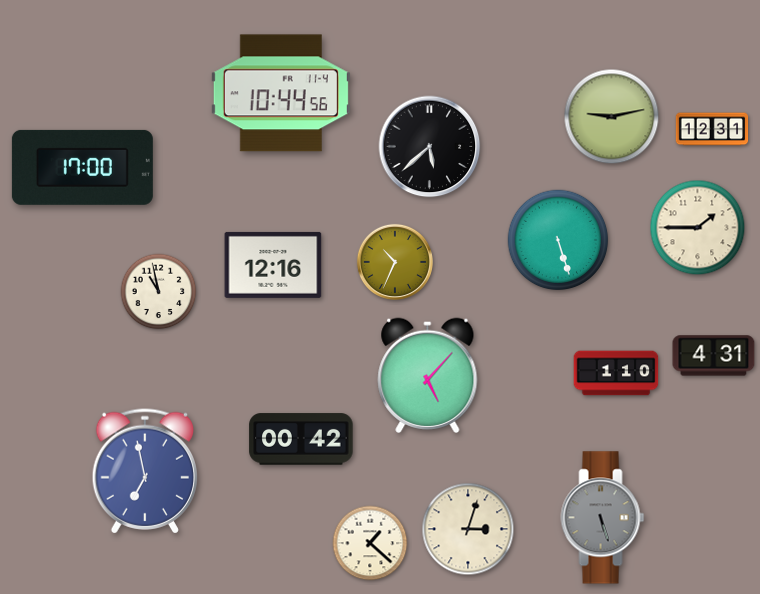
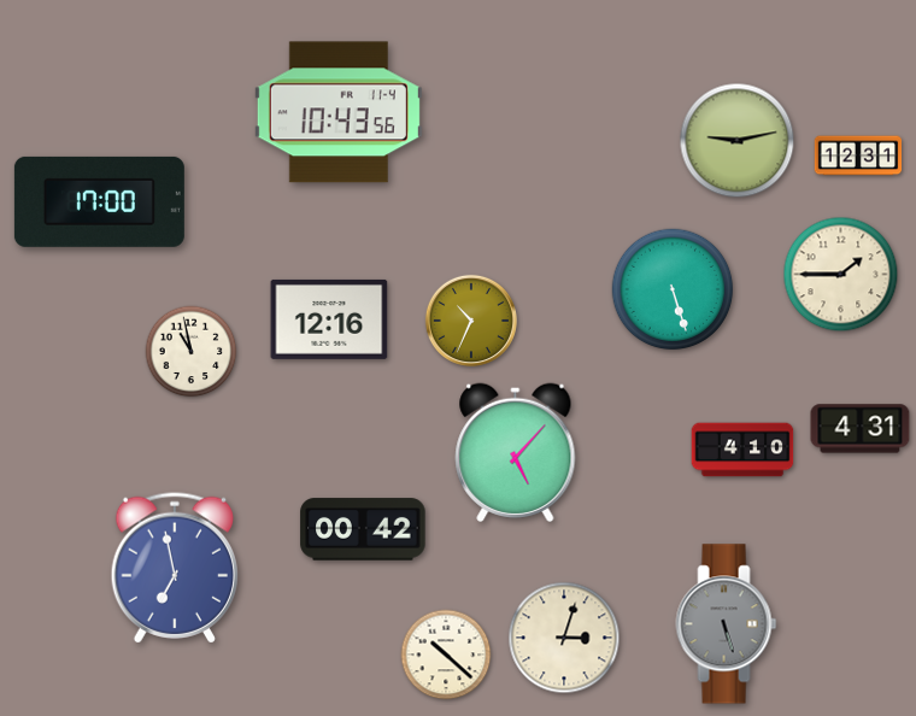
clock at (281, 93): 10:44 -> 10:43
clock at (430, 147): 5:38 -> none
clock at (395, 262) position: (395, 262) -> (471, 321)
clock at (616, 373): 1:10 -> 4:10
clock at (370, 543): 1:22 -> 10:22
